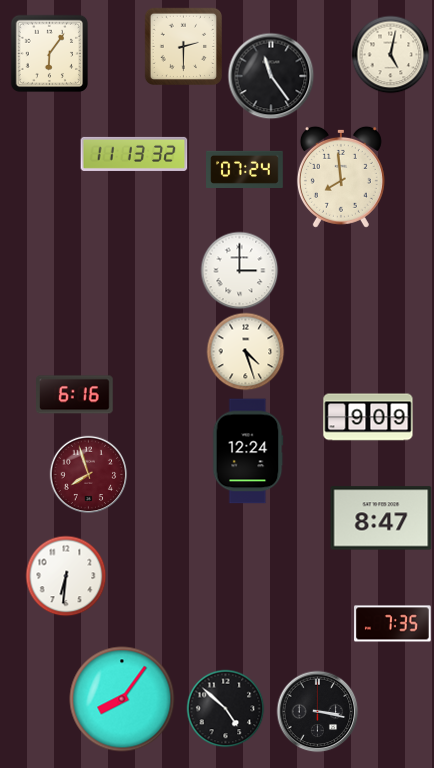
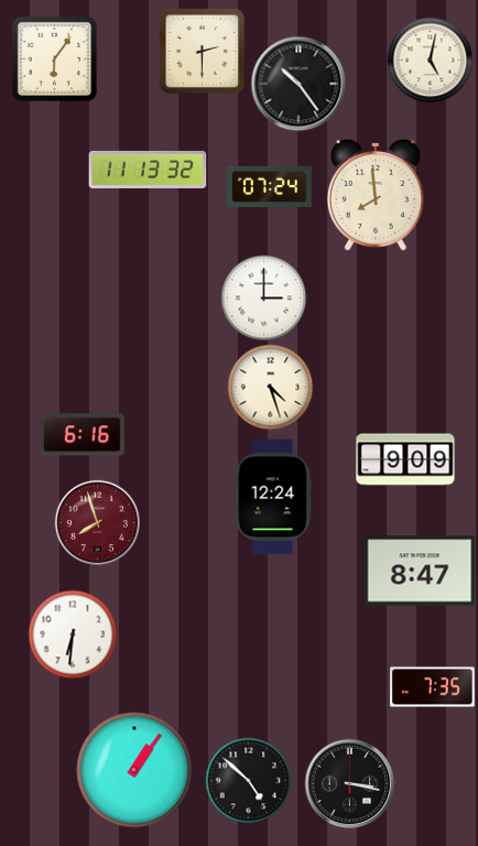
clock at (271, 76): 11:24 -> 10:24
clock at (122, 699): 8:06 -> 1:06
